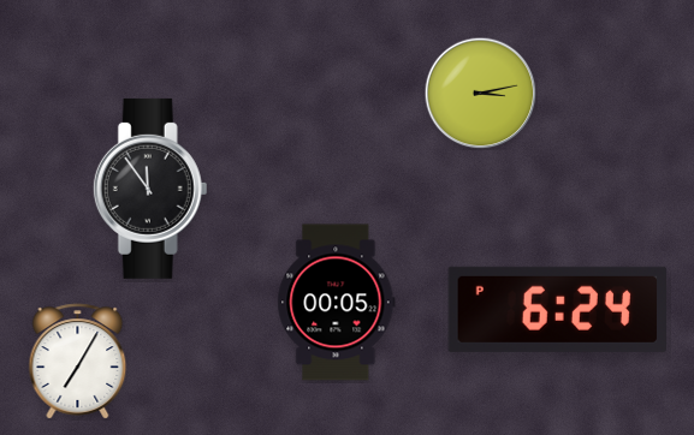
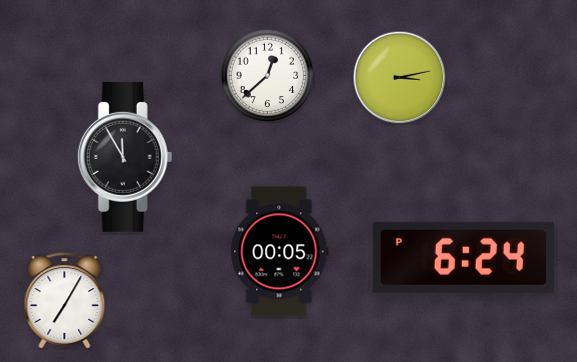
clock at (267, 75): none -> 12:38
clock at (150, 189): 11:54 -> 11:55
